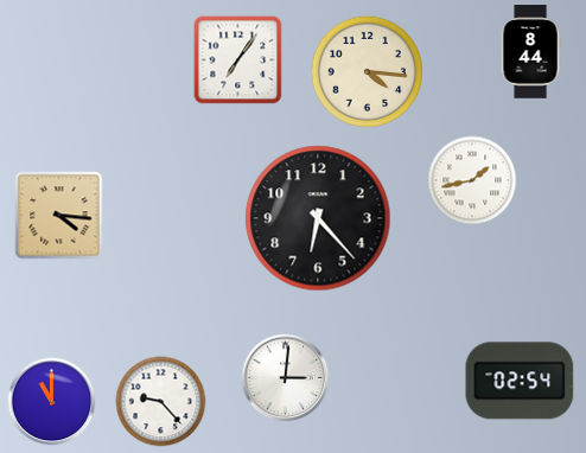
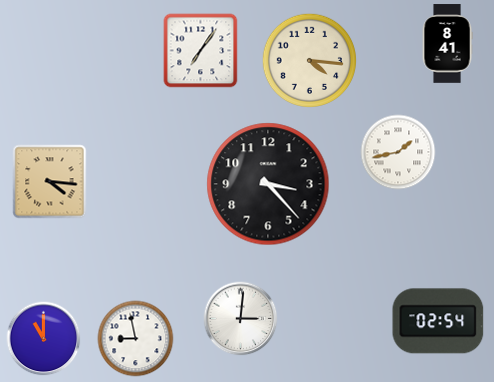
clock at (530, 52): 8:44 -> 8:41
clock at (318, 218): 6:23 -> 3:23
clock at (161, 402): 9:23 -> 8:58
